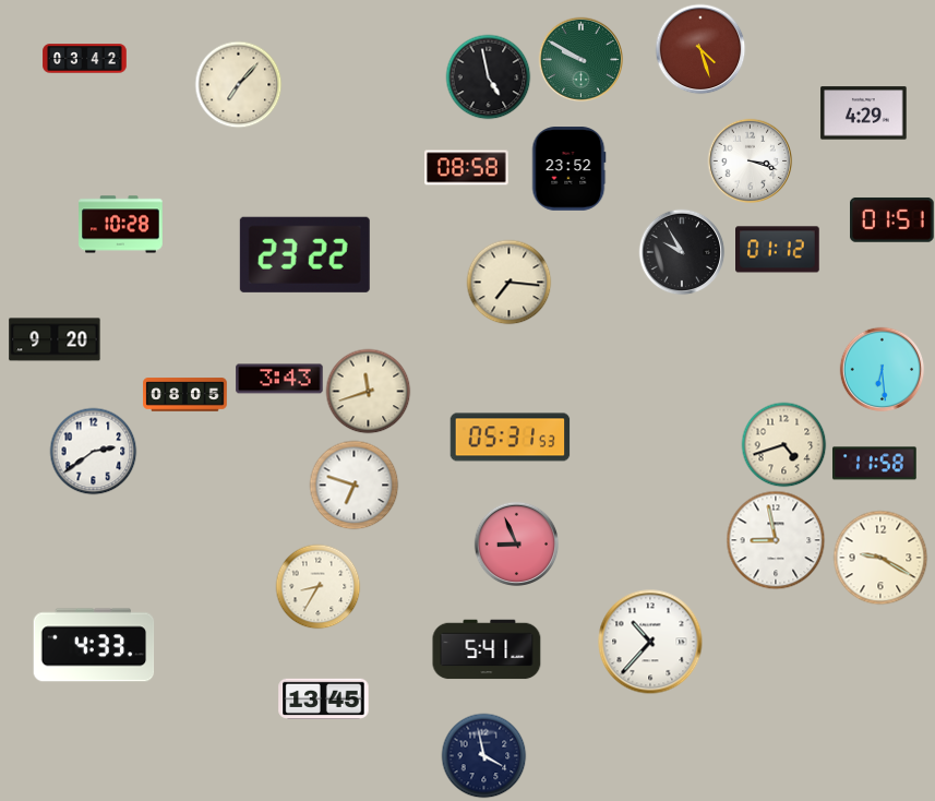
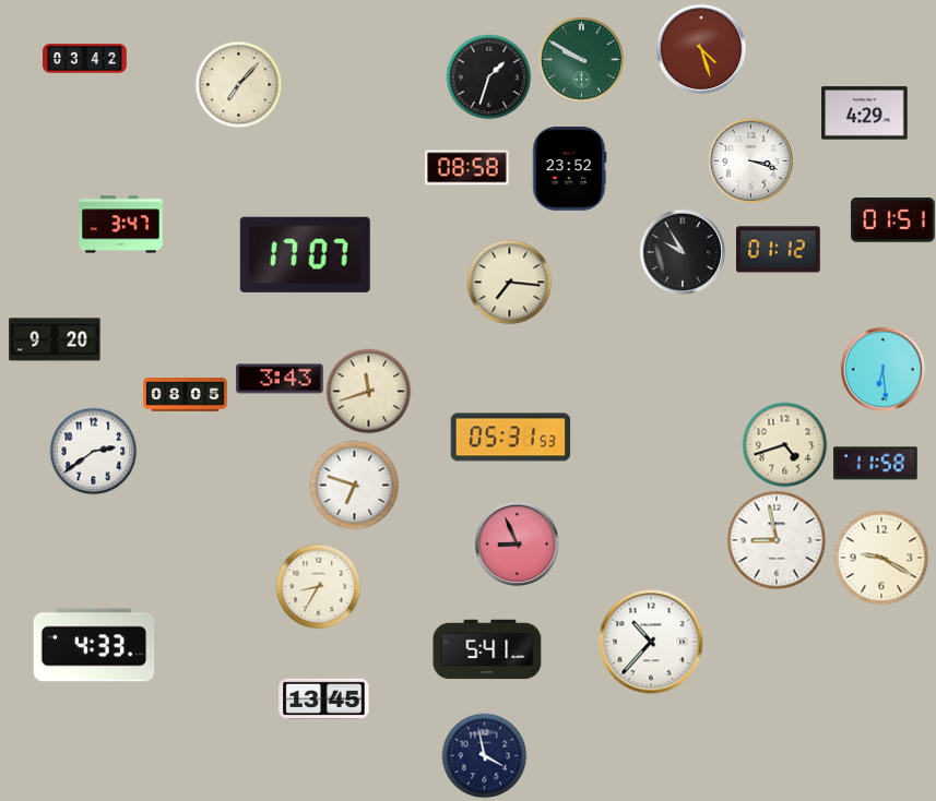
clock at (488, 76): 4:58 -> 1:33
clock at (121, 225): 10:28 -> 3:47
clock at (304, 254): 23:22 -> 17:07
